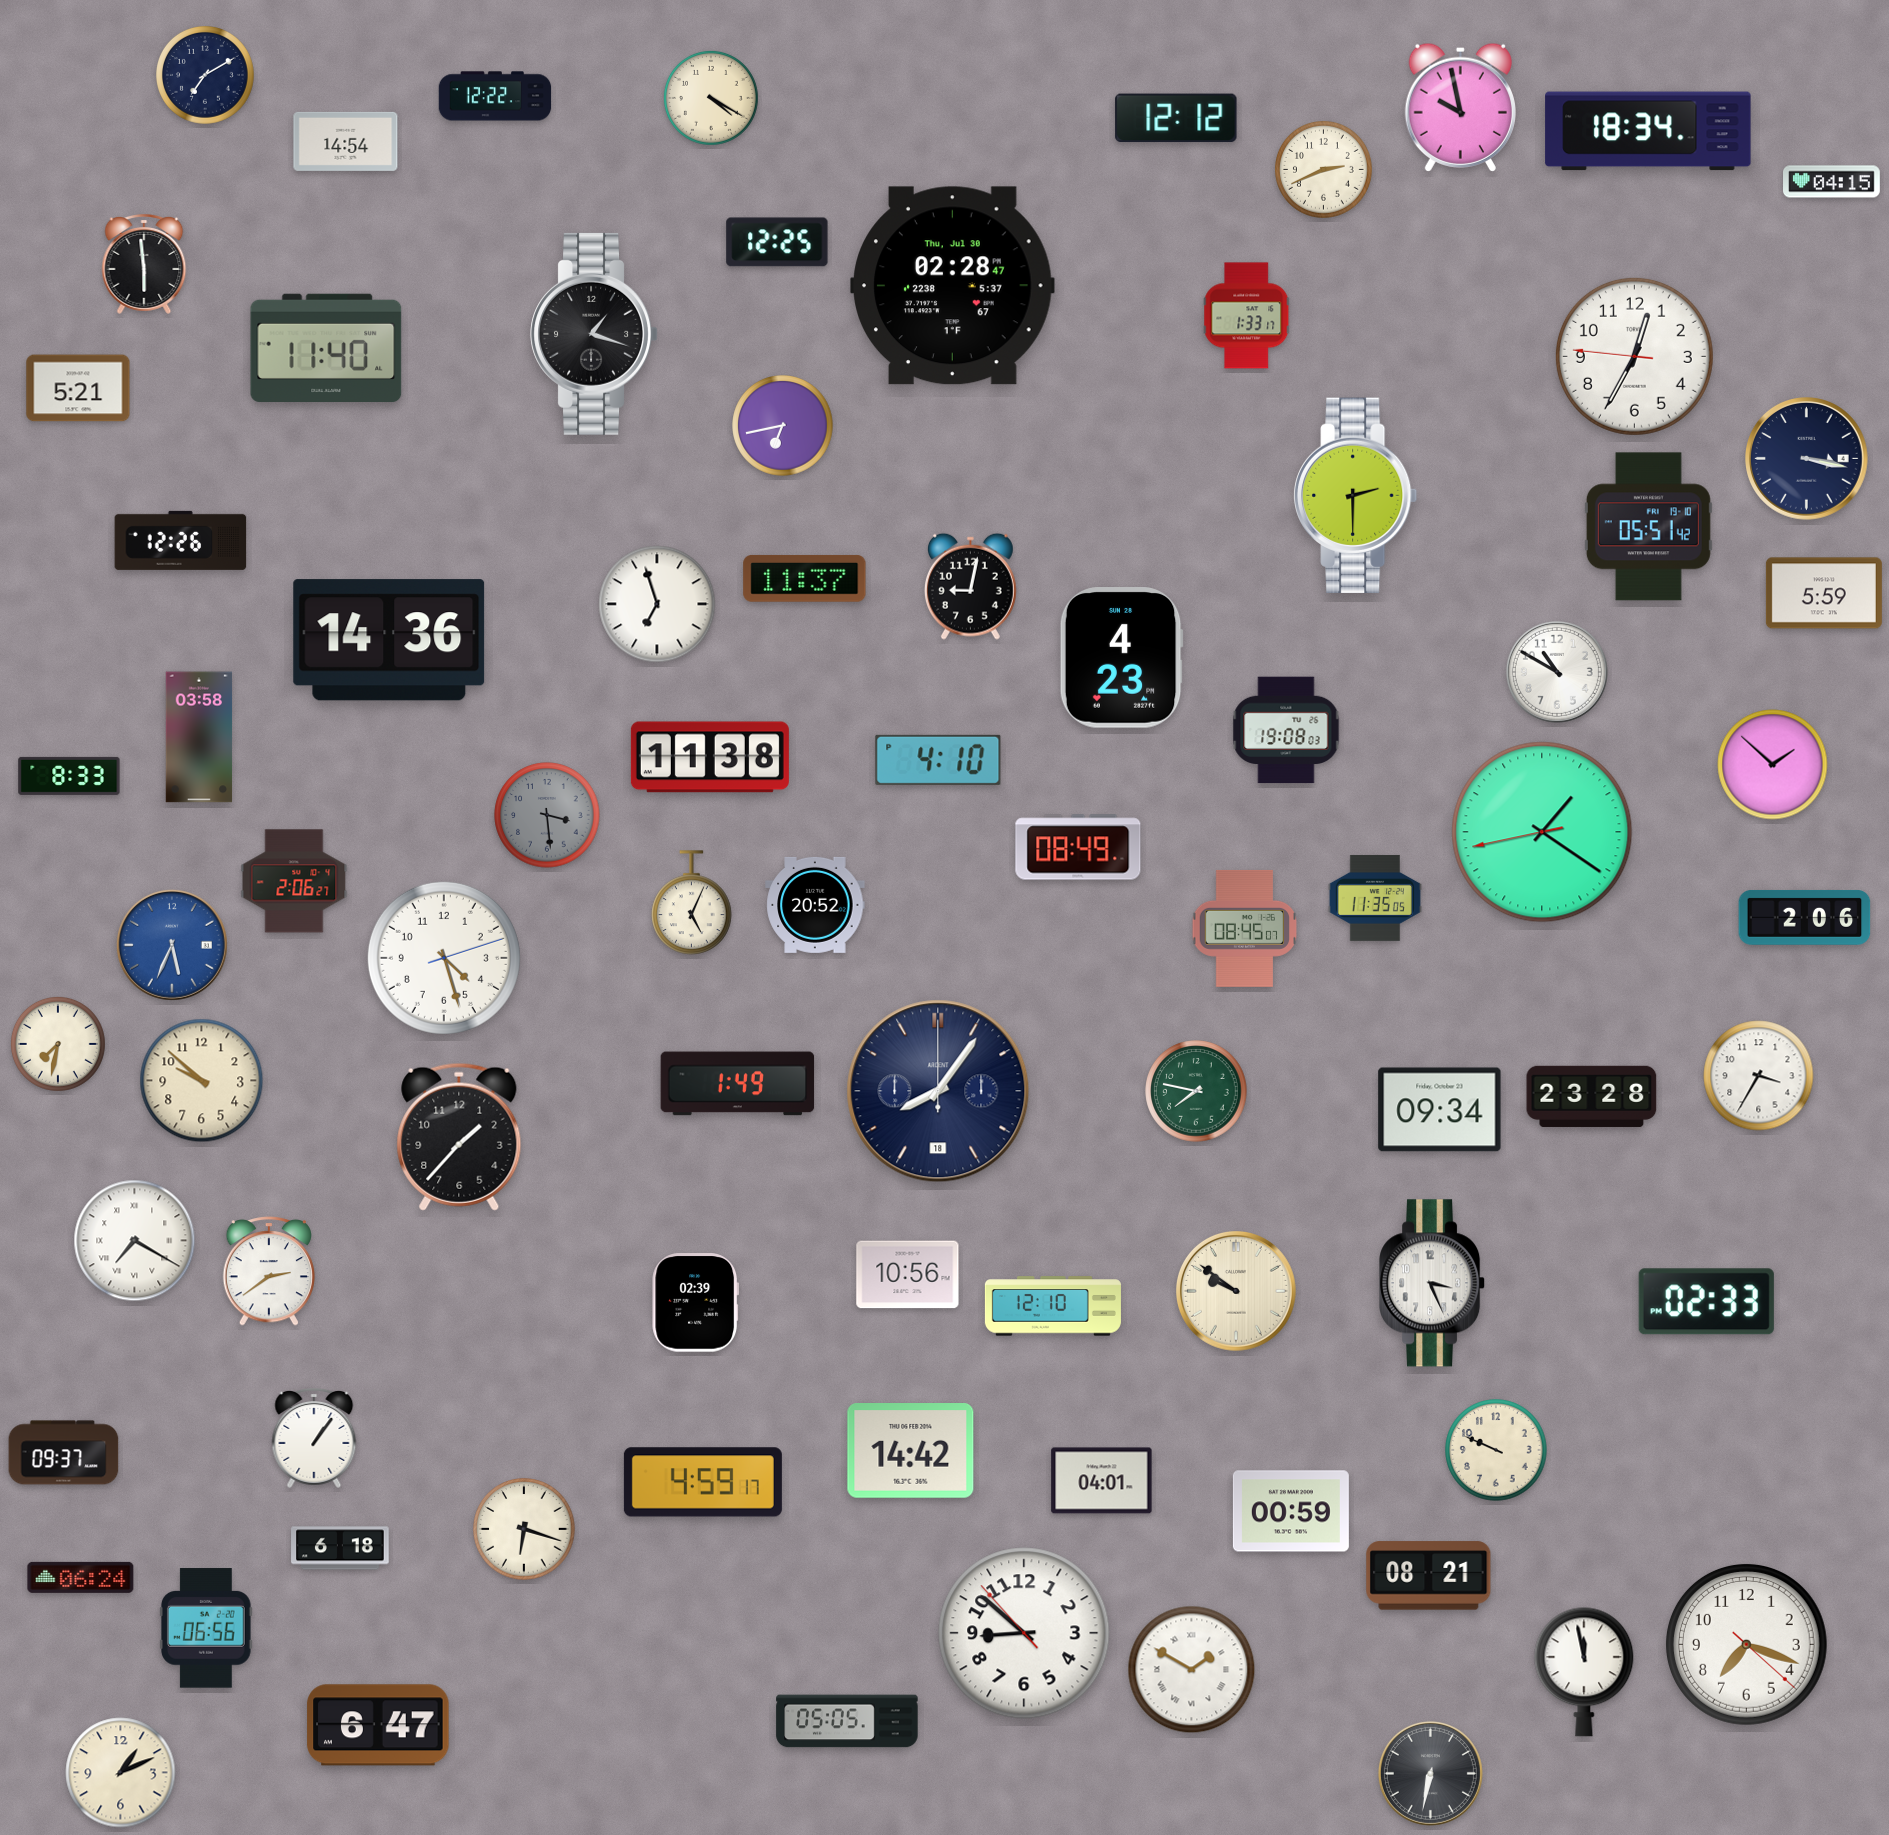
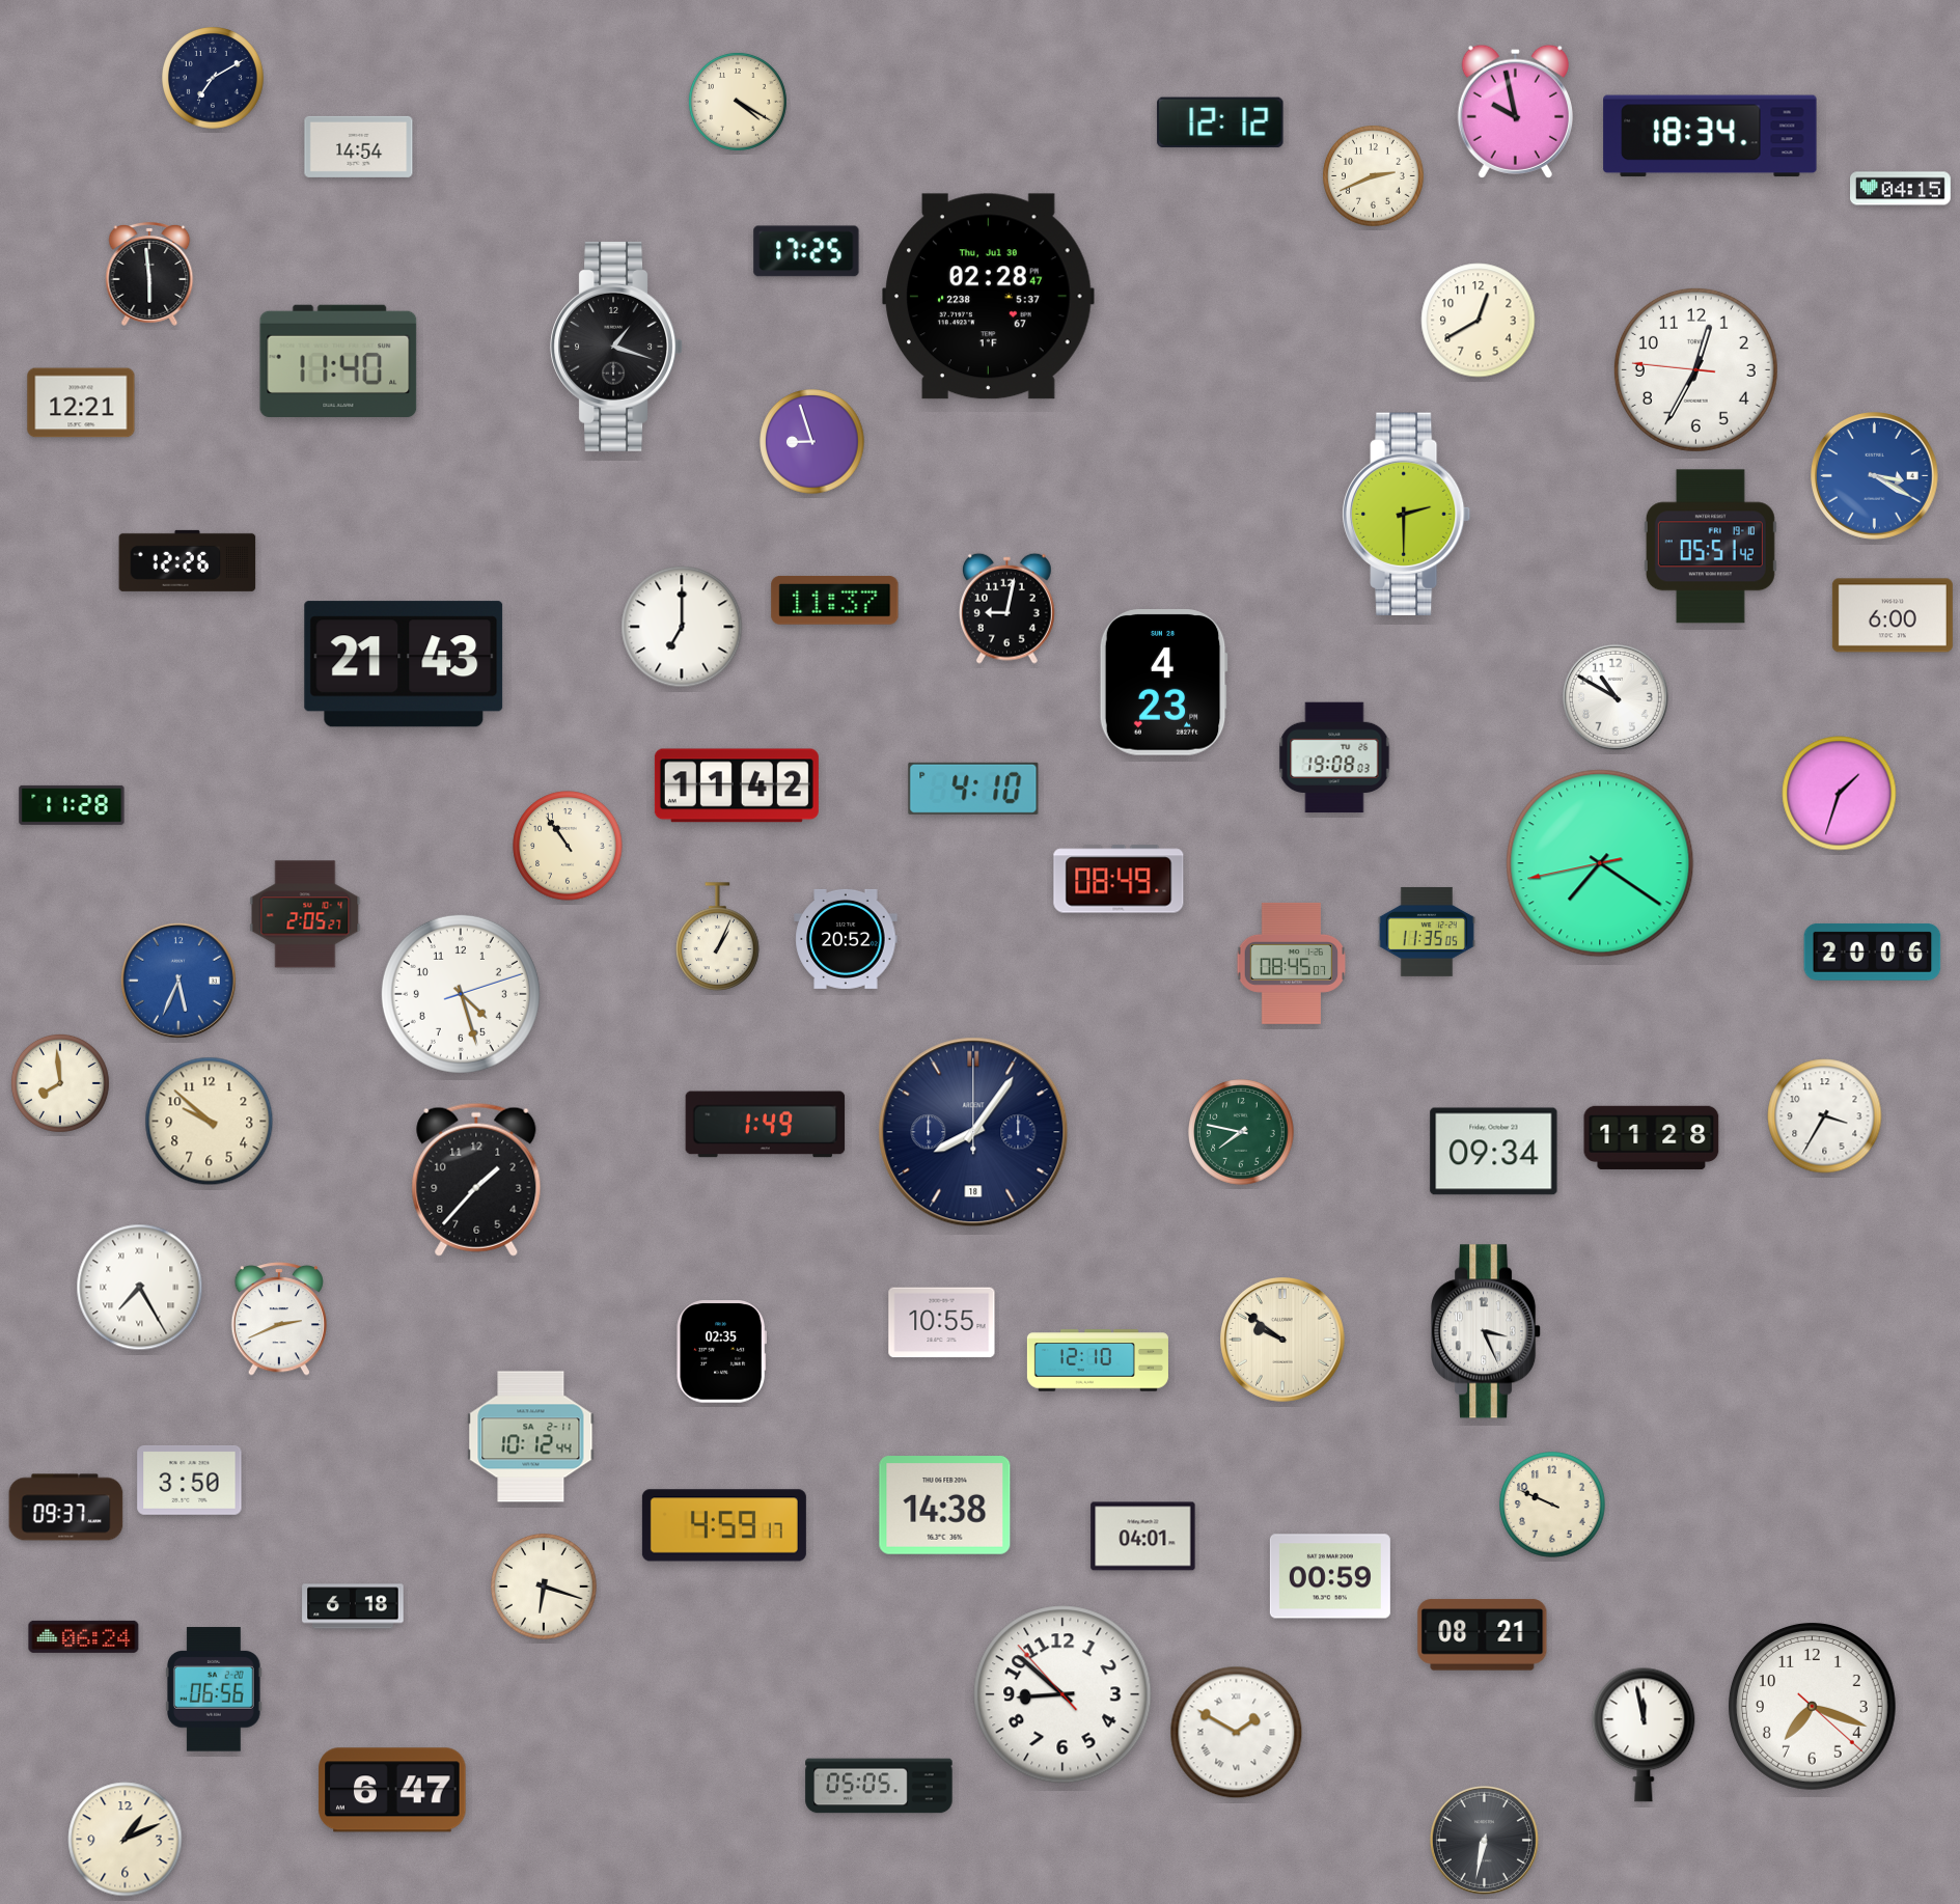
clock at (495, 96): 12:22 -> none
clock at (777, 242): 12:25 -> 17:25
clock at (1479, 321): none -> 12:40
clock at (1247, 316): 1:33 -> none
clock at (78, 388): 5:21 -> 12:21
clock at (783, 426): 6:43 -> 8:57
clock at (1807, 459): 3:17 -> 3:20
clock at (1807, 459) dial: navy -> blue
clock at (1824, 593): 5:59 -> 6:00
clock at (657, 604): 6:57 -> 7:00
clock at (389, 640): 14:36 -> 21:43
clock at (199, 737): 03:58 -> none
clock at (710, 757): 11:38 -> 11:42
clock at (1773, 765): 1:52 -> 1:33
clock at (69, 776): 8:33 -> 11:28
clock at (547, 815): 3:29 -> 10:54
clock at (547, 815) dial: grey -> cream
clock at (1542, 832): 1:20 -> 7:20
clock at (294, 881): 2:06 -> 2:05
clock at (692, 903): 5:04 -> 1:04
clock at (1805, 917): 2:06 -> 20:06
clock at (58, 1044): 7:32 -> 7:59
clock at (1592, 1096): 23:28 -> 11:28
clock at (135, 1241): 7:20 -> 7:25
clock at (268, 1272): 2:39 -> 2:41
clock at (908, 1275): 10:56 -> 10:55
clock at (1706, 1302): 02:33 -> none
clock at (695, 1303): 02:39 -> 02:35
clock at (1053, 1306) position: (1053, 1306) -> (1098, 1360)
clock at (531, 1437): none -> 10:12
clock at (190, 1480): none -> 3:50
clock at (314, 1439): 1:06 -> none
clock at (911, 1451): 14:42 -> 14:38
clock at (703, 1482) position: (703, 1482) -> (724, 1525)
clock at (1291, 1511) position: (1291, 1511) -> (1330, 1576)
